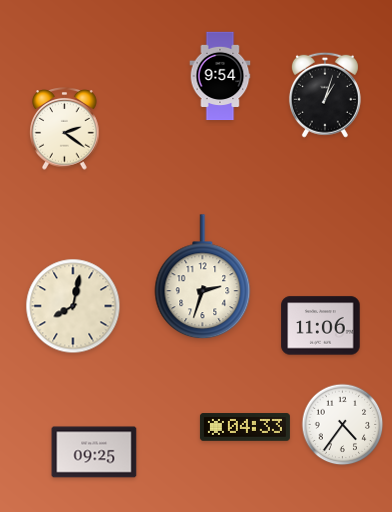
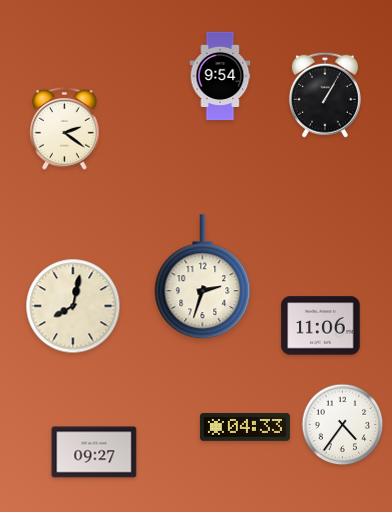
clock at (325, 95): 1:03 -> 1:05
clock at (94, 452): 09:25 -> 09:27
